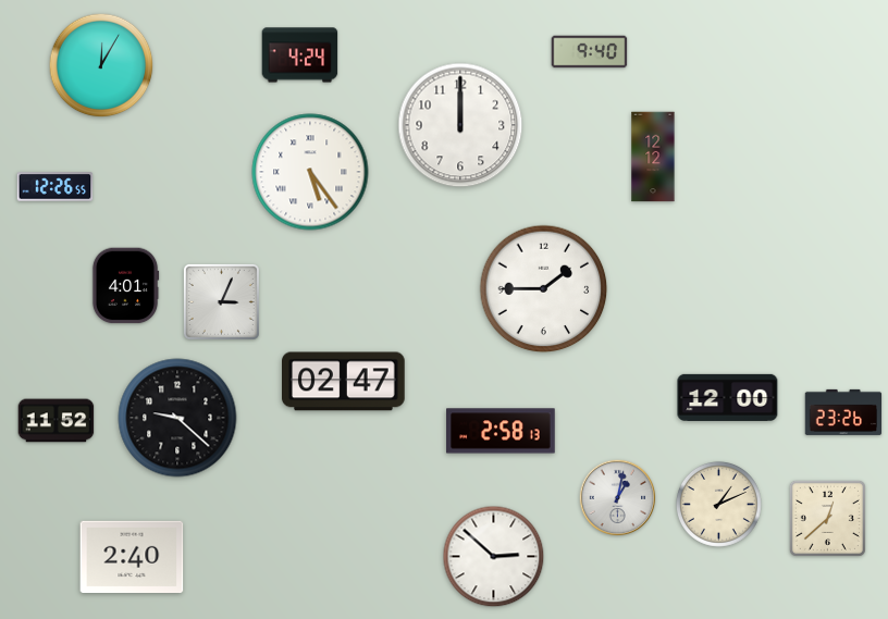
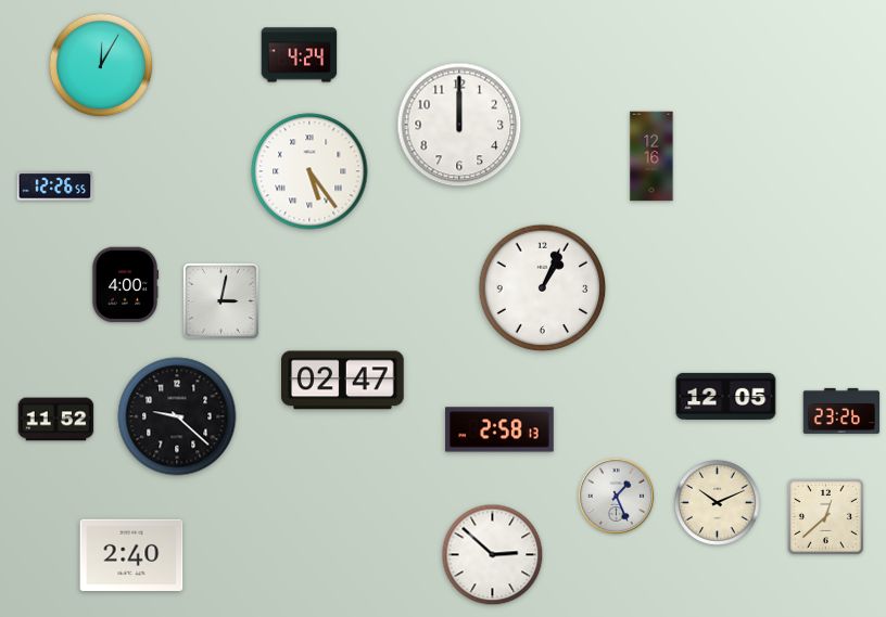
clock at (590, 52): 9:40 -> none
clock at (653, 157): 12:12 -> 12:16
clock at (125, 286): 4:01 -> 4:00
clock at (544, 289): 1:45 -> 1:04
clock at (221, 301): 3:04 -> 3:02
clock at (728, 397): 12:00 -> 12:05
clock at (618, 498): 1:02 -> 1:26
clock at (718, 504): 1:11 -> 10:11
